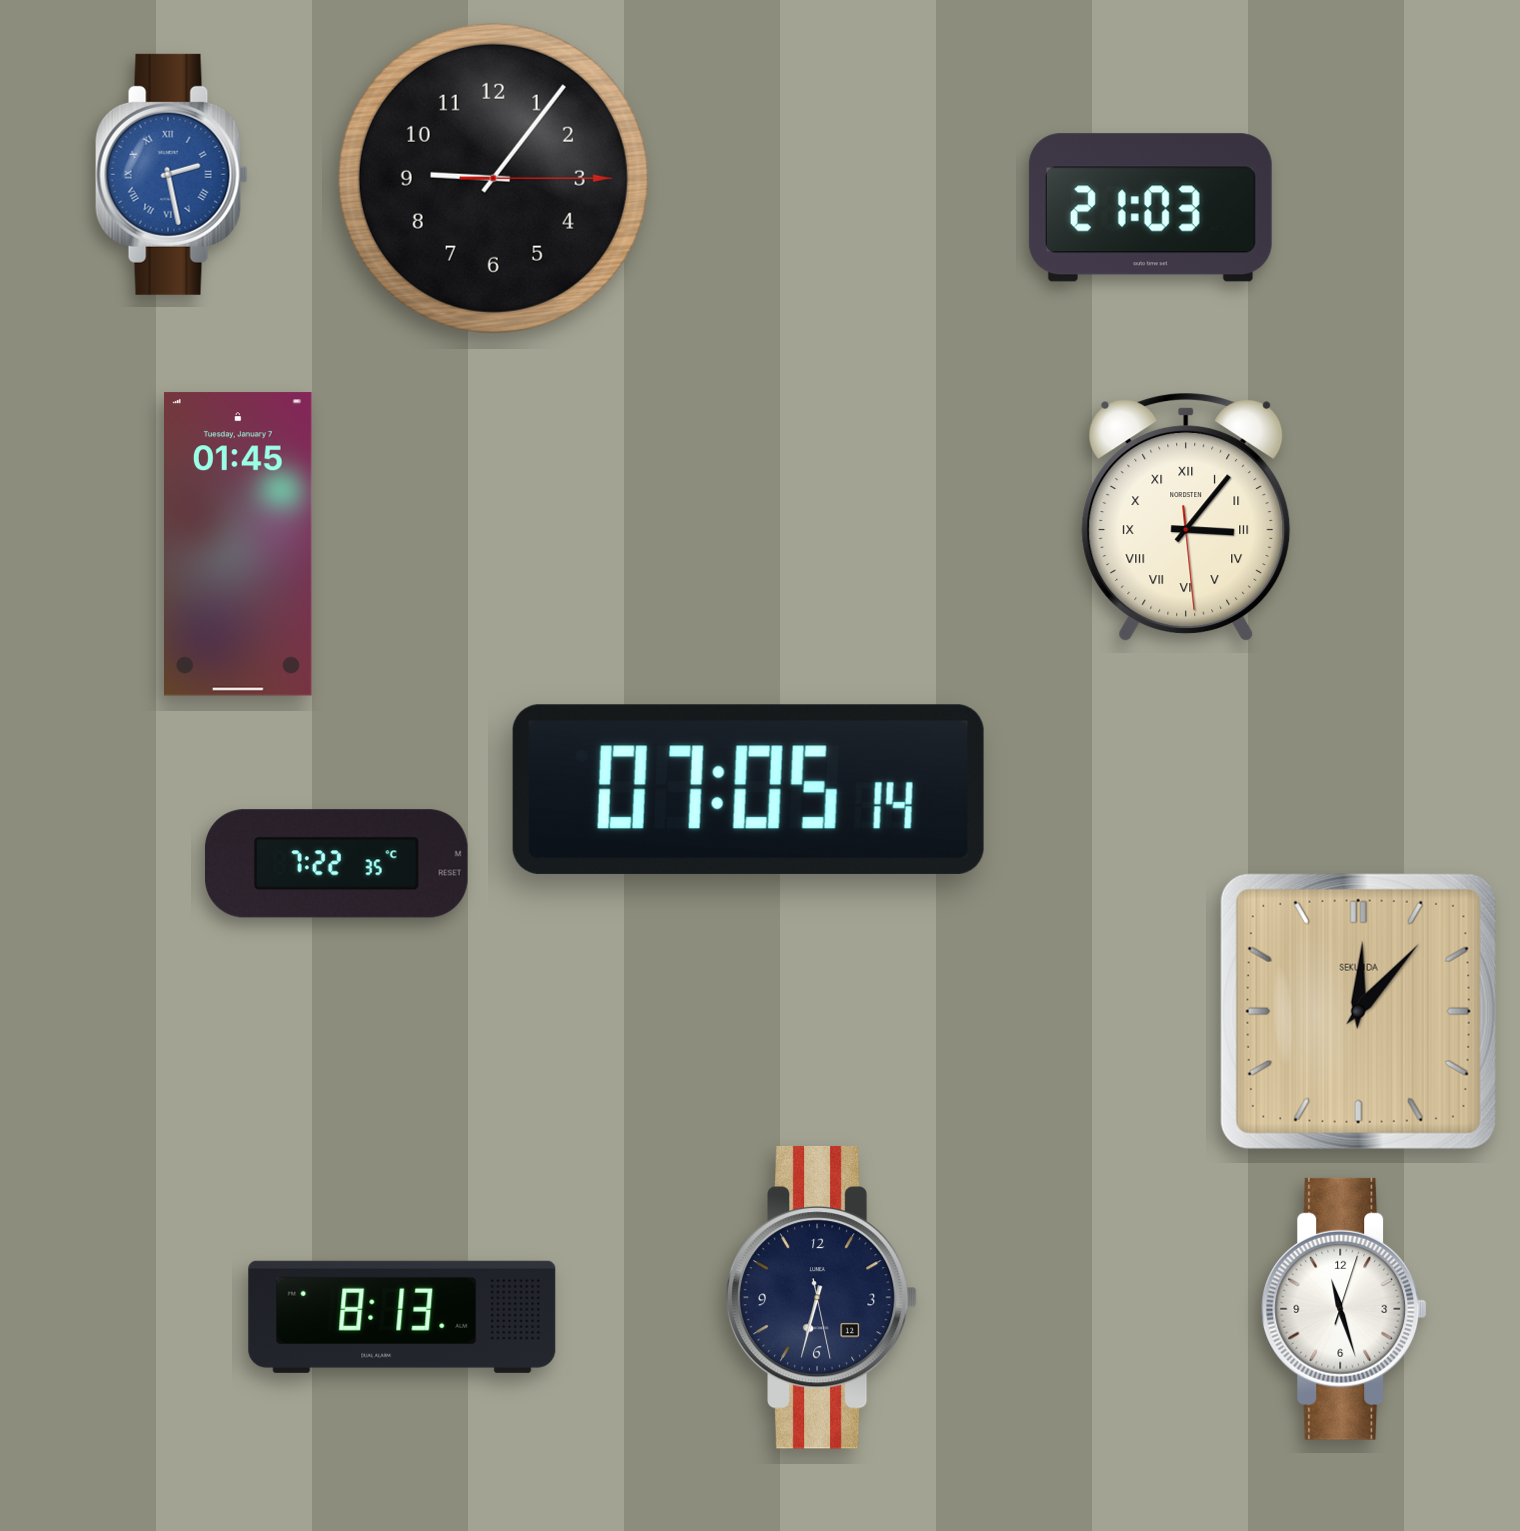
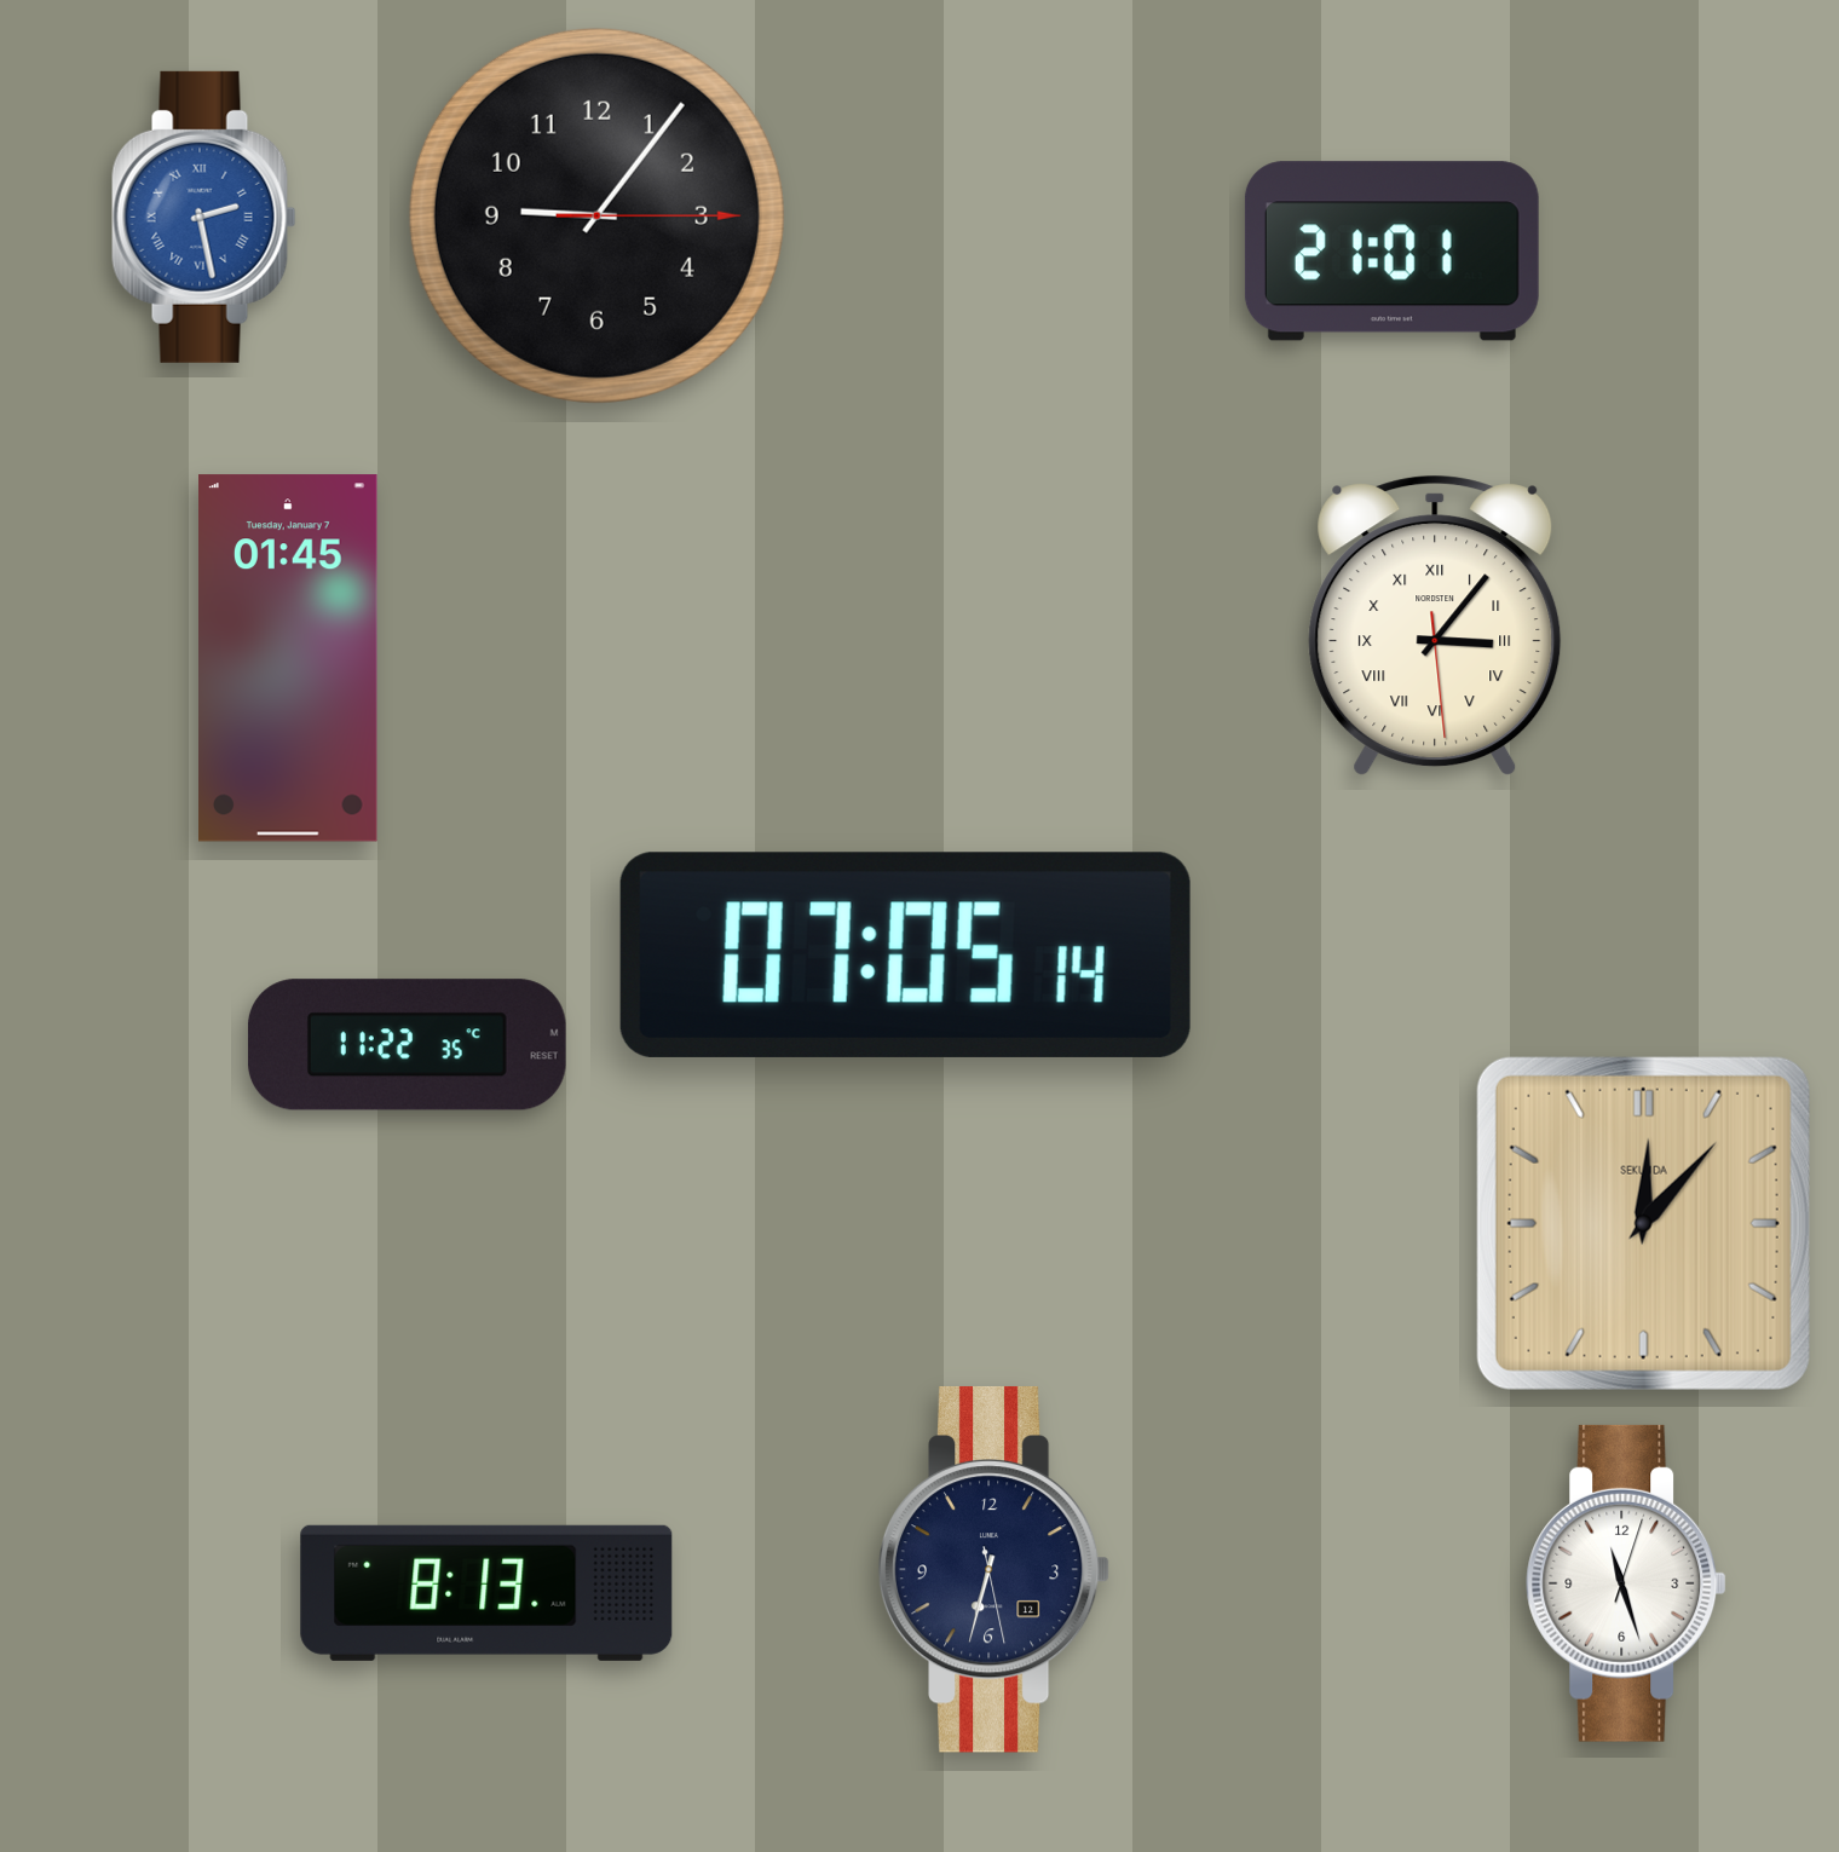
clock at (172, 174) position: (172, 174) -> (204, 217)
clock at (1150, 208): 21:03 -> 21:01
clock at (336, 864): 7:22 -> 11:22
